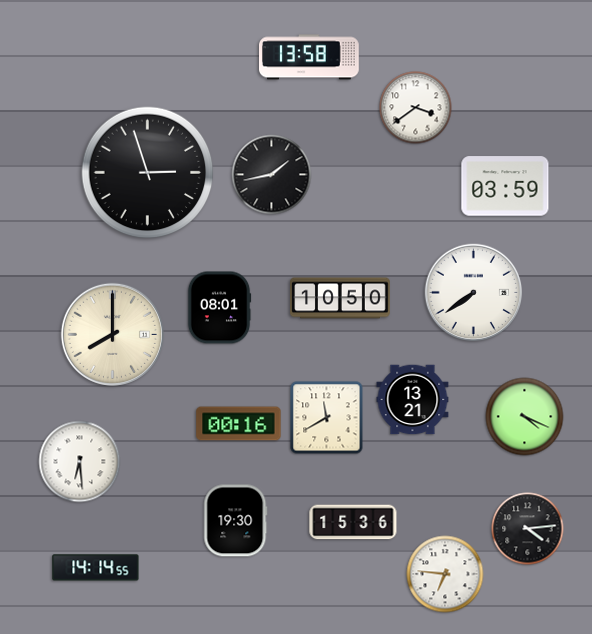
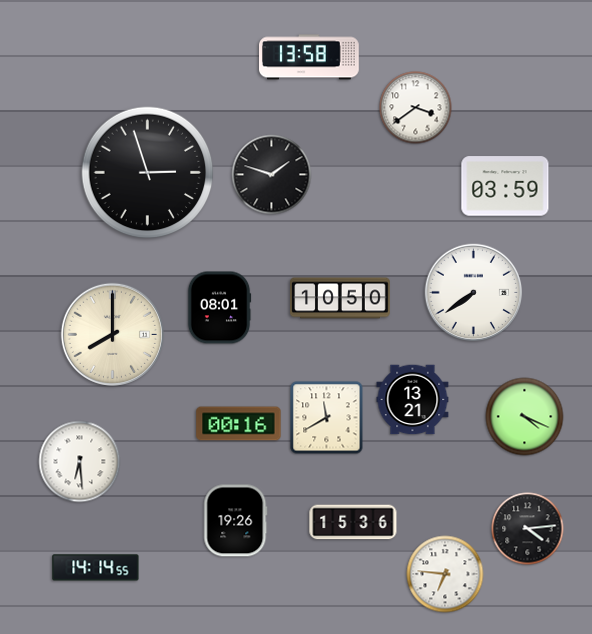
clock at (272, 175): 1:43 -> 1:48
clock at (236, 521): 19:30 -> 19:26
